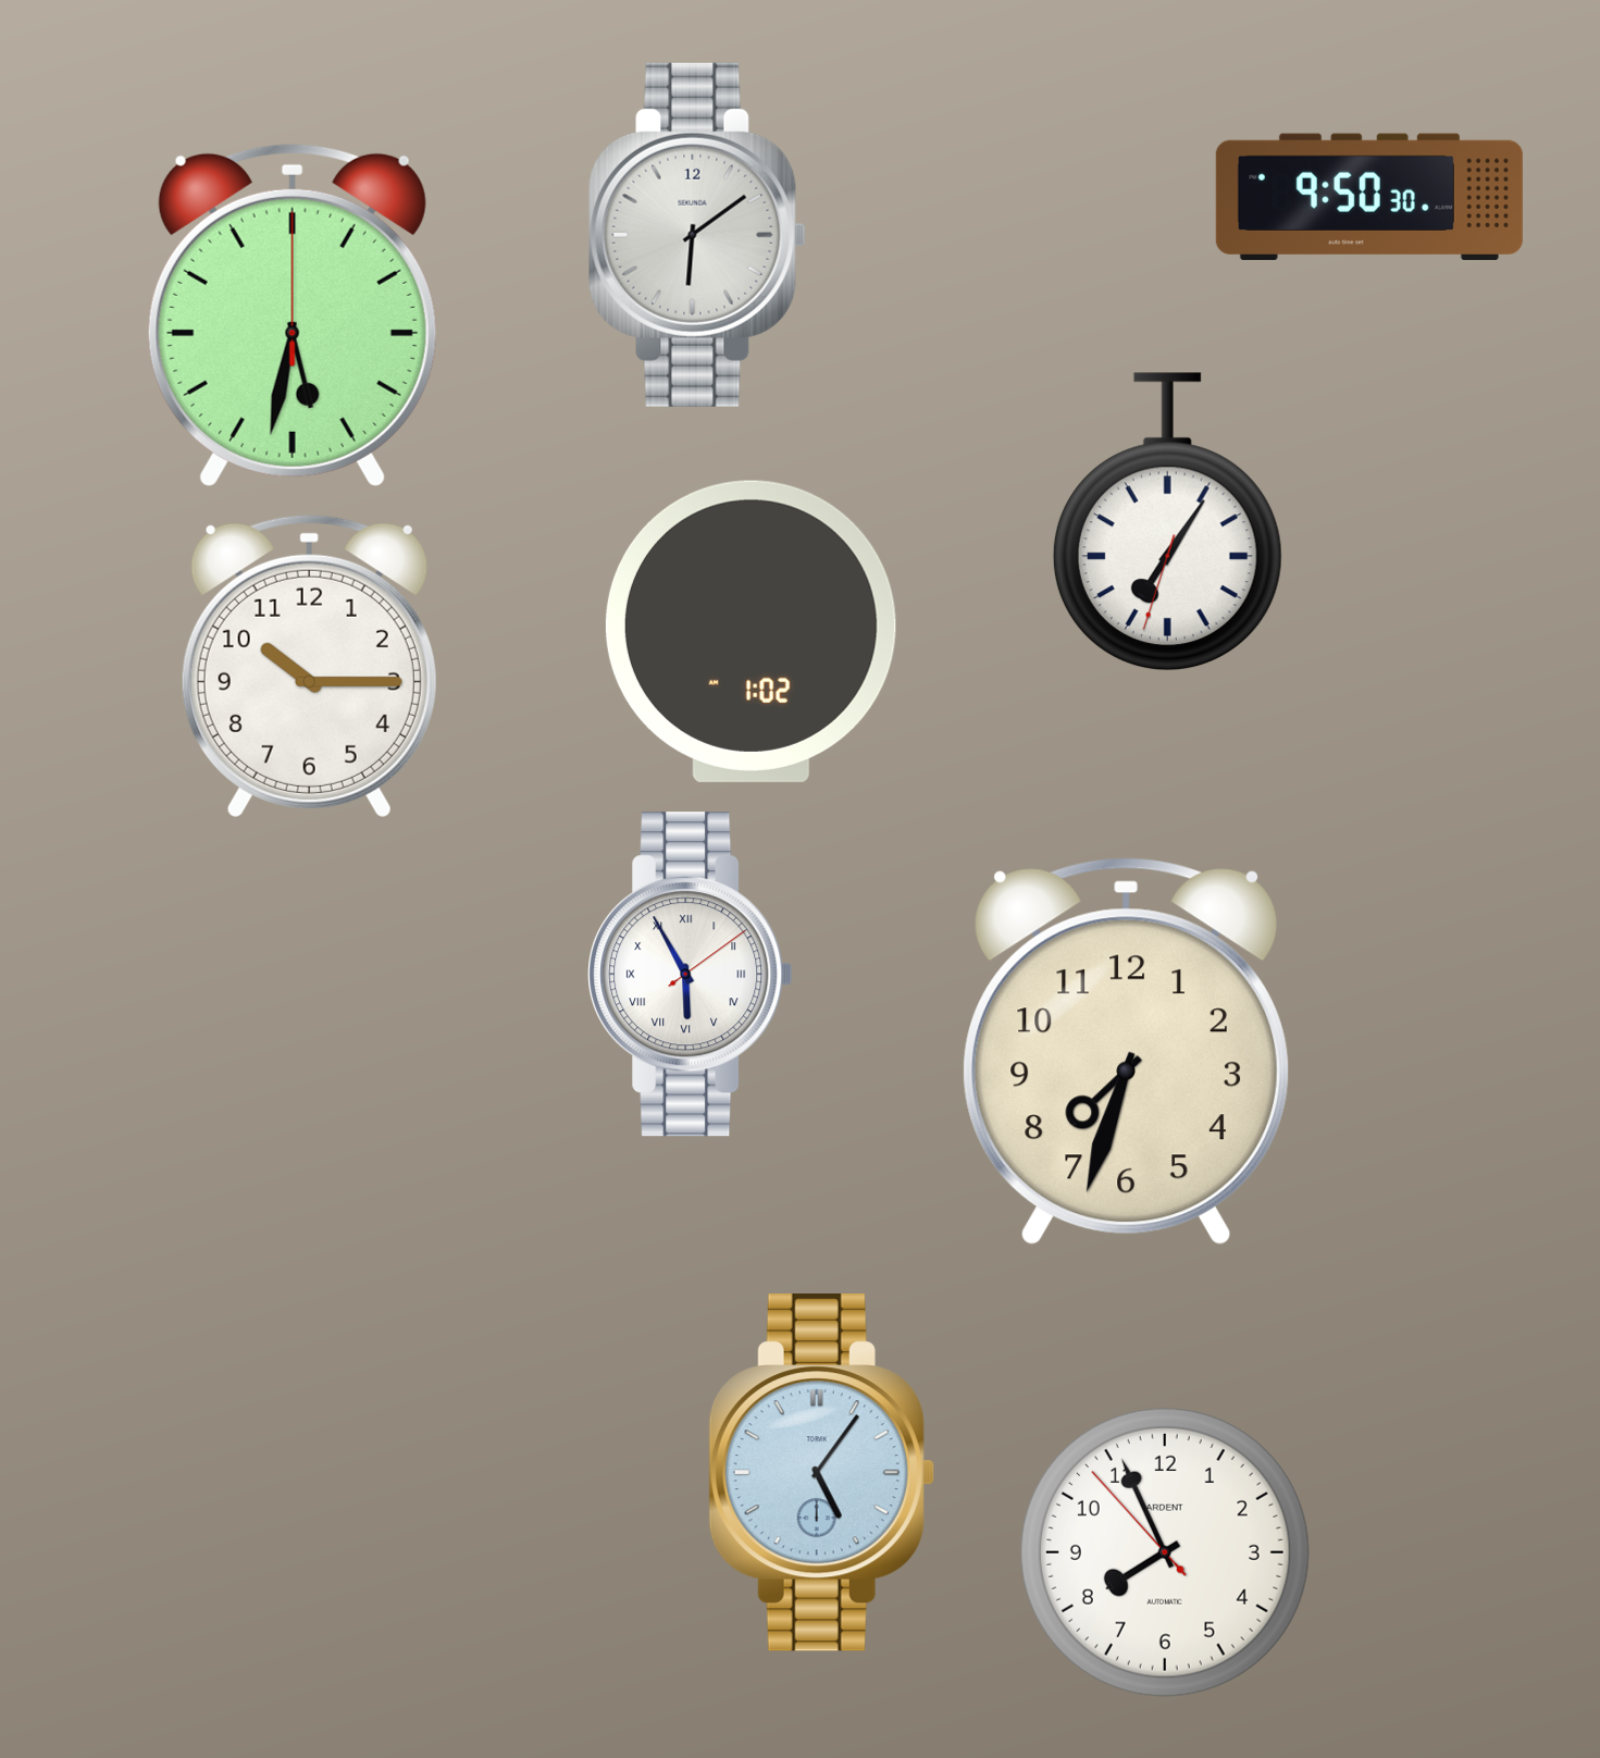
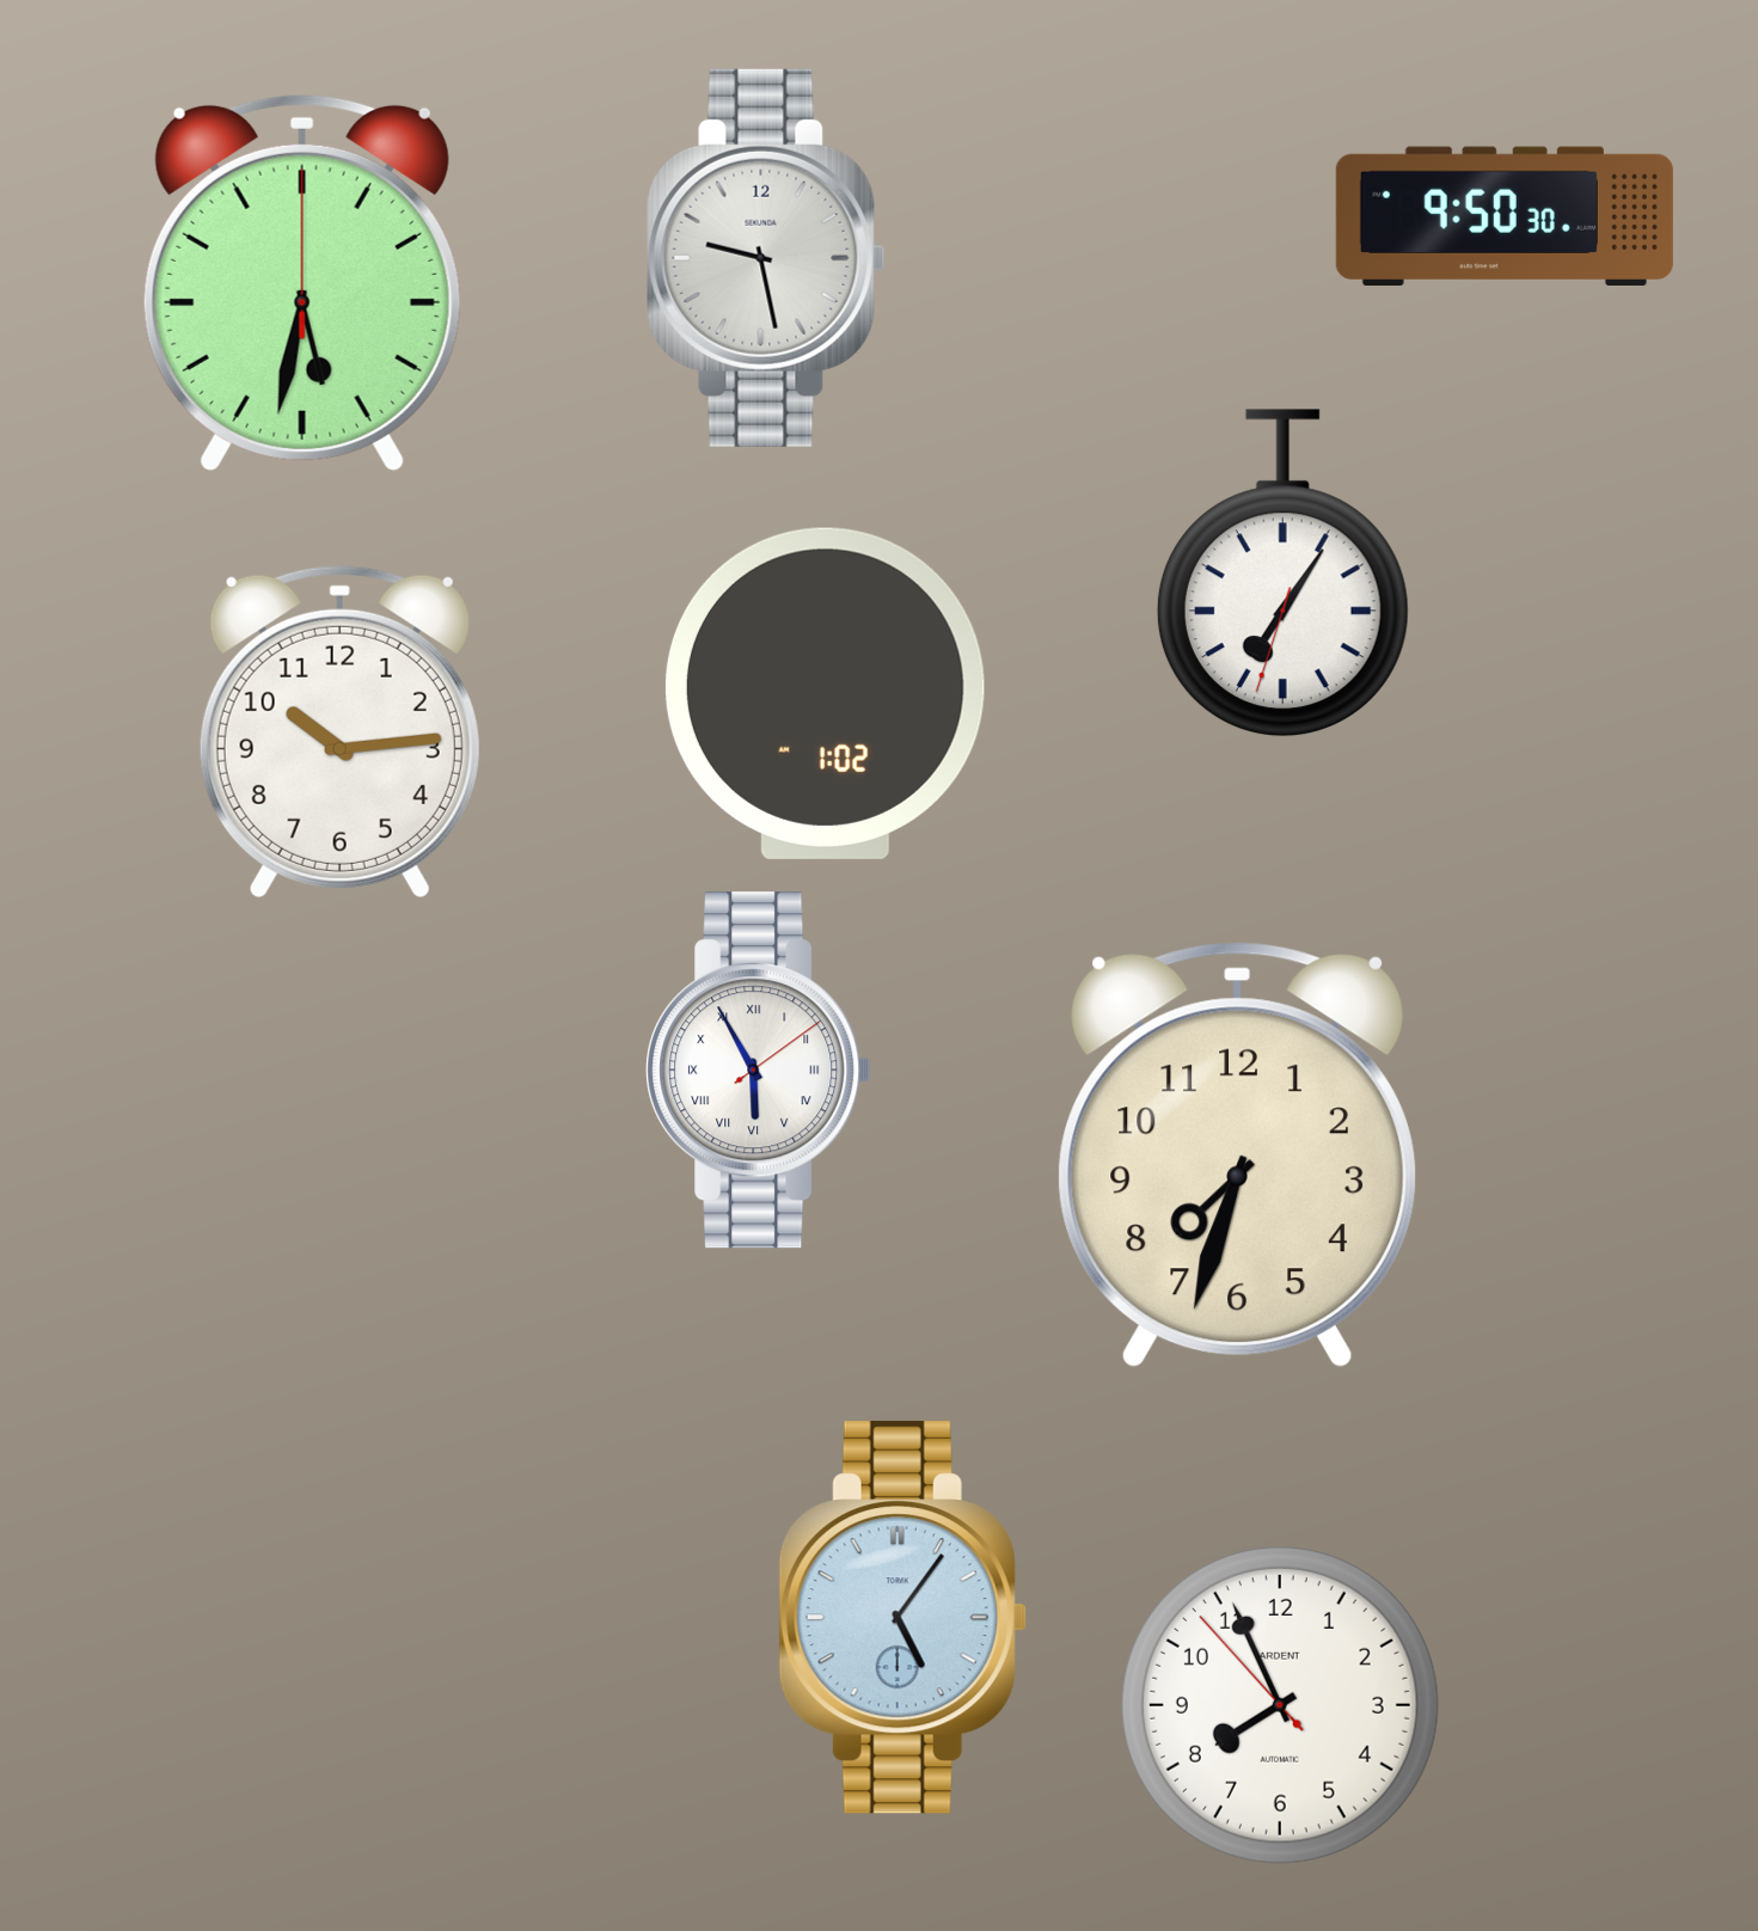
clock at (697, 235): 6:09 -> 9:28
clock at (293, 314) position: (293, 314) -> (302, 282)
clock at (309, 666): 10:15 -> 10:14
